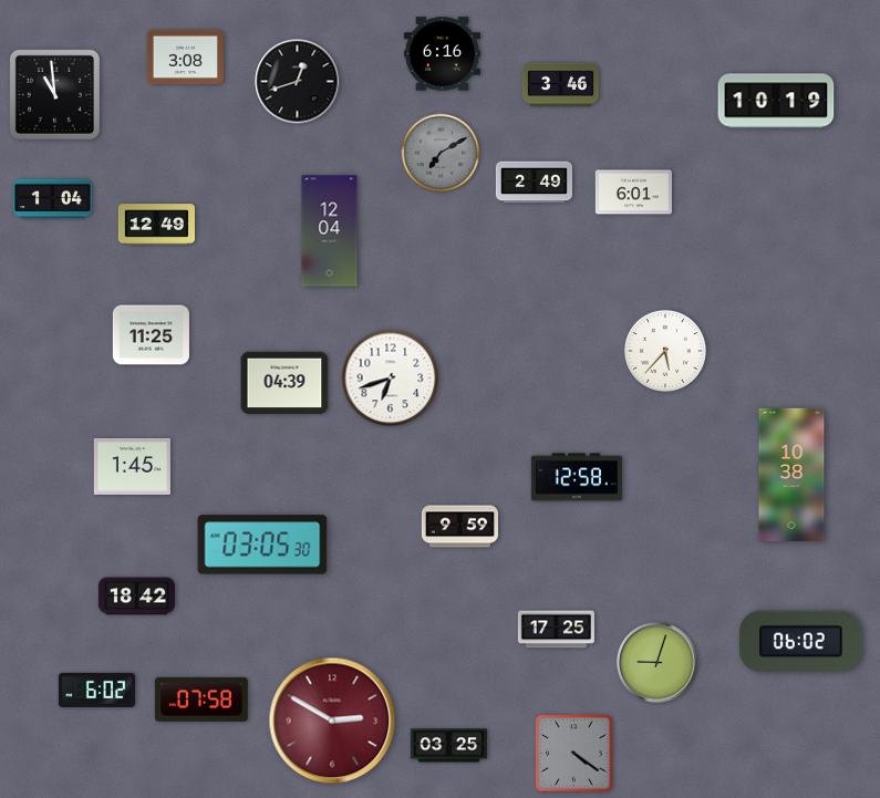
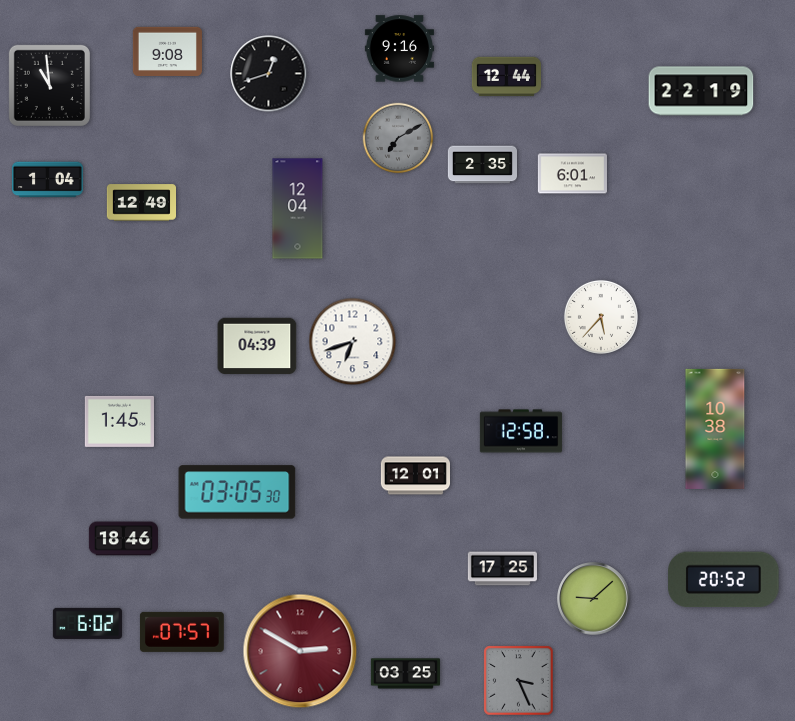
clock at (442, 54): 6:16 -> 9:16
clock at (185, 56): 3:08 -> 9:08
clock at (560, 85): 3:46 -> 12:44
clock at (776, 101): 10:19 -> 22:19
clock at (534, 183): 2:49 -> 2:35
clock at (151, 335): 11:25 -> none
clock at (459, 527): 9:59 -> 12:01
clock at (136, 597): 18:42 -> 18:46
clock at (801, 642): 06:02 -> 20:52
clock at (658, 663): 9:03 -> 9:08
clock at (201, 699): 07:58 -> 07:57
clock at (574, 754): 4:21 -> 3:26
